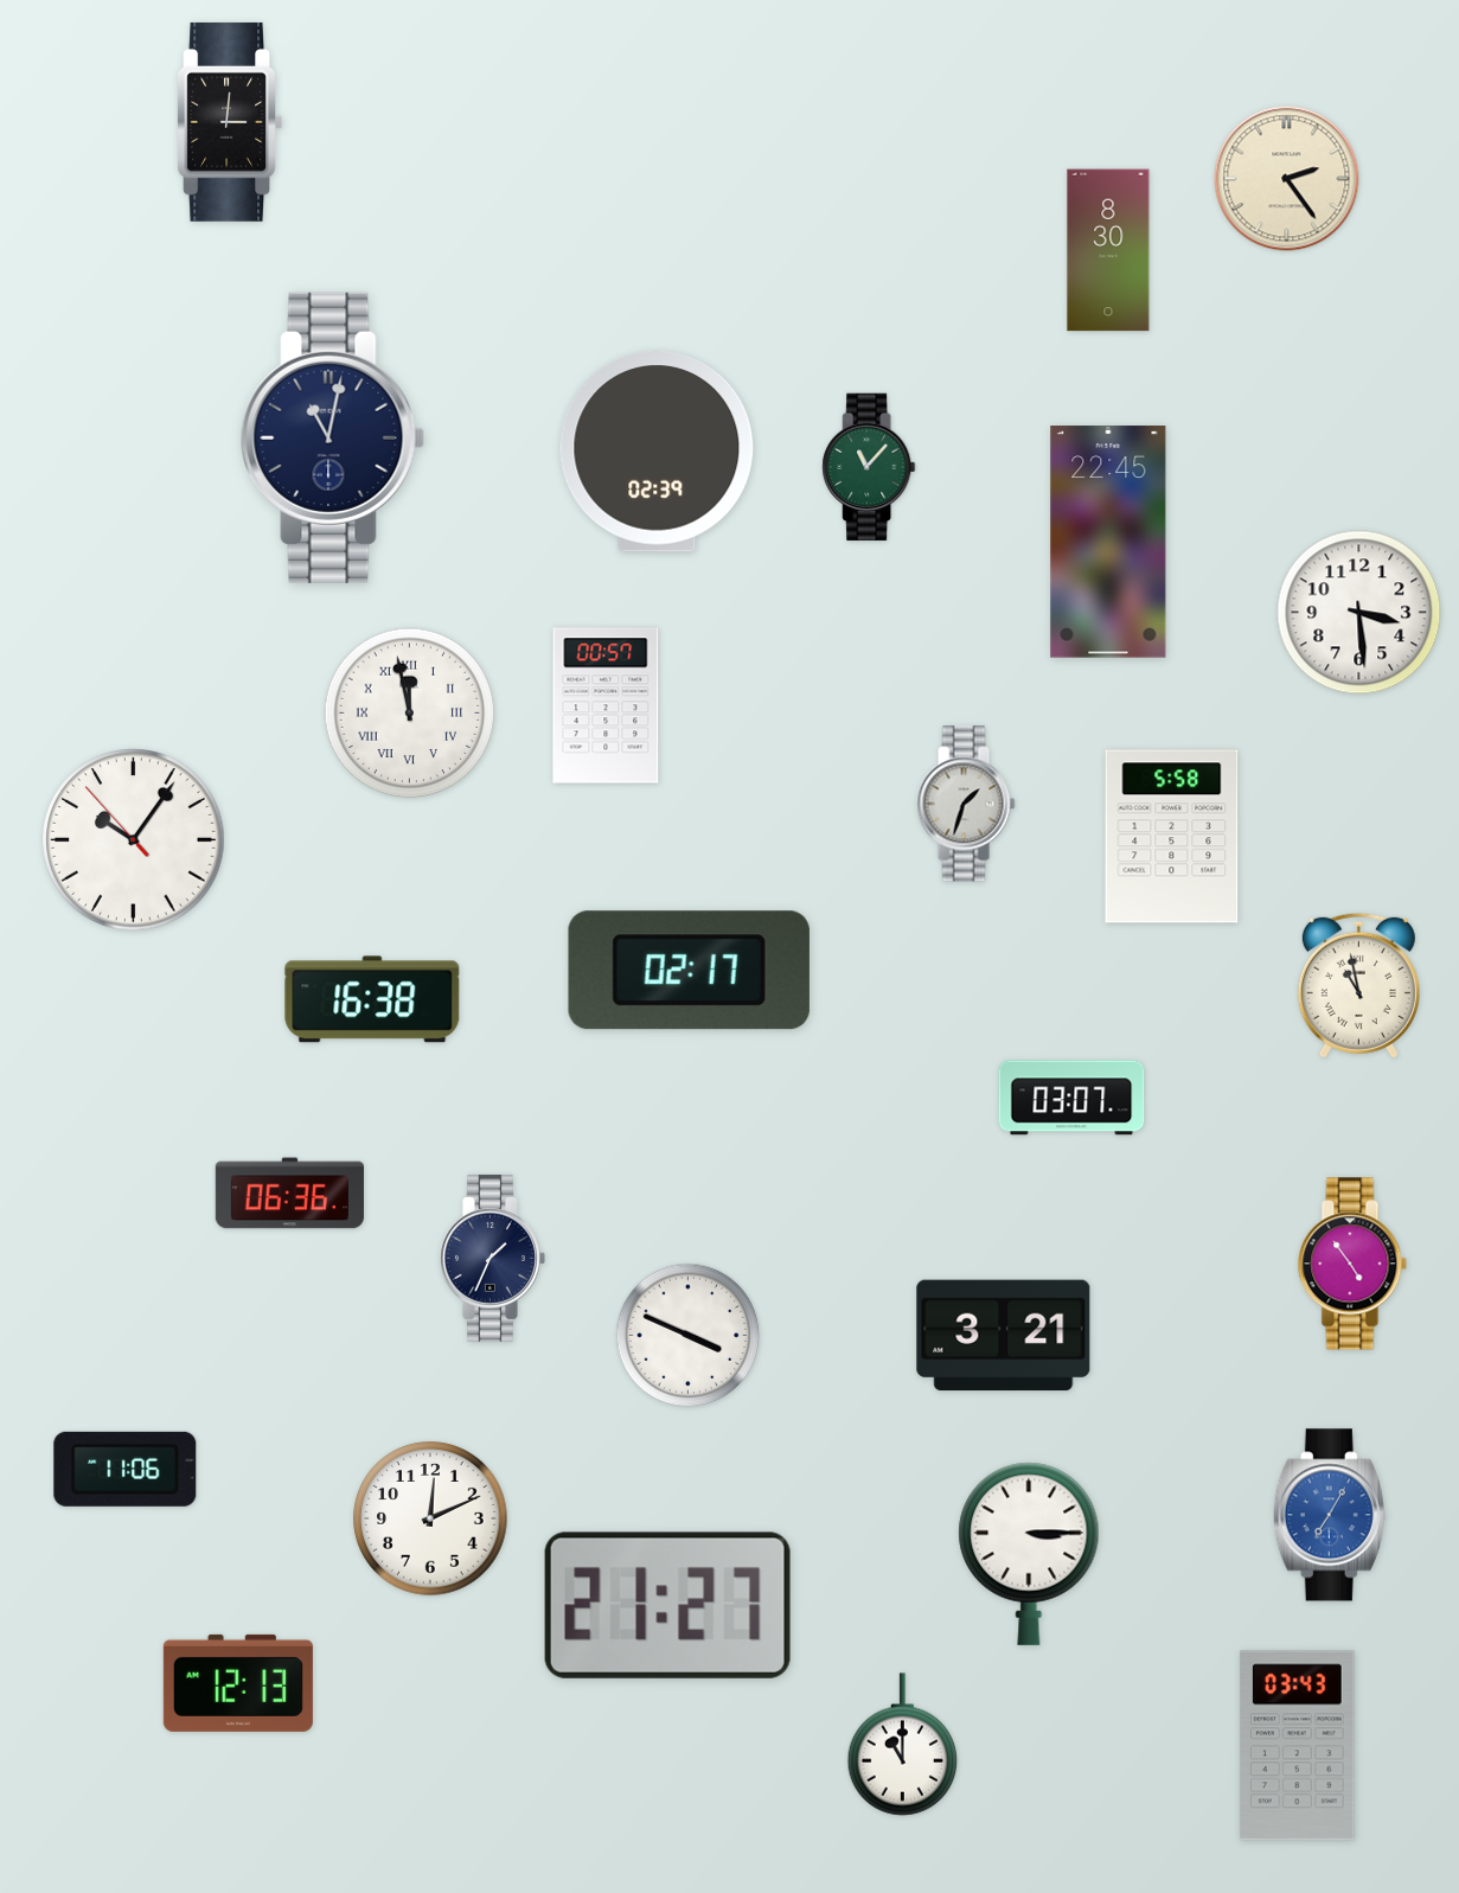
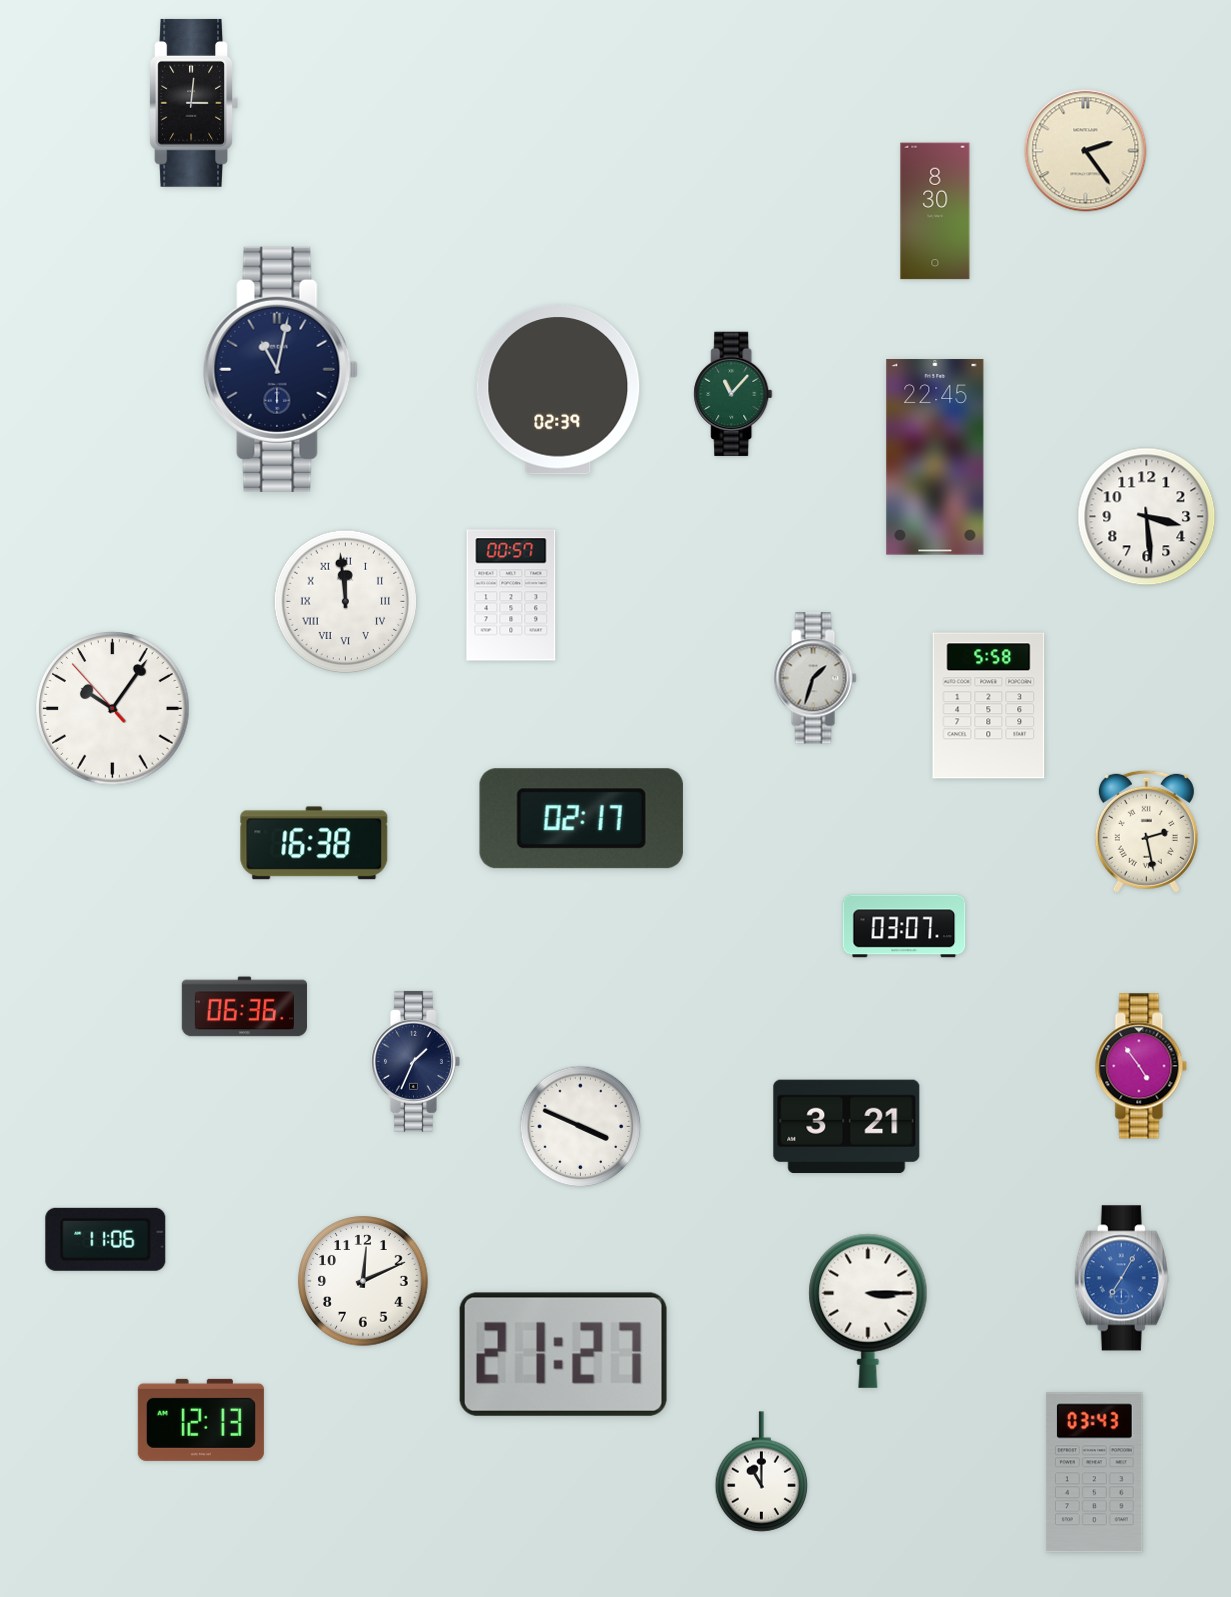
clock at (657, 452) position: (657, 452) -> (558, 390)
clock at (410, 714): 11:58 -> 11:59
clock at (1358, 985): 10:58 -> 2:28
